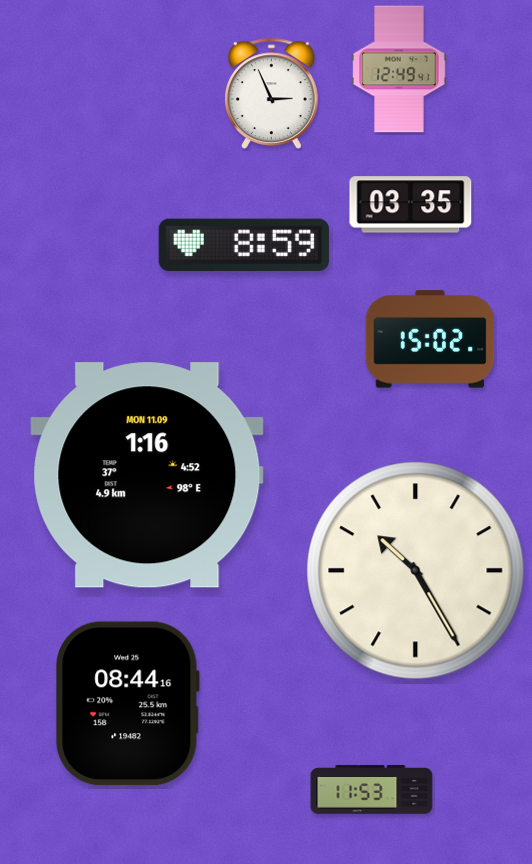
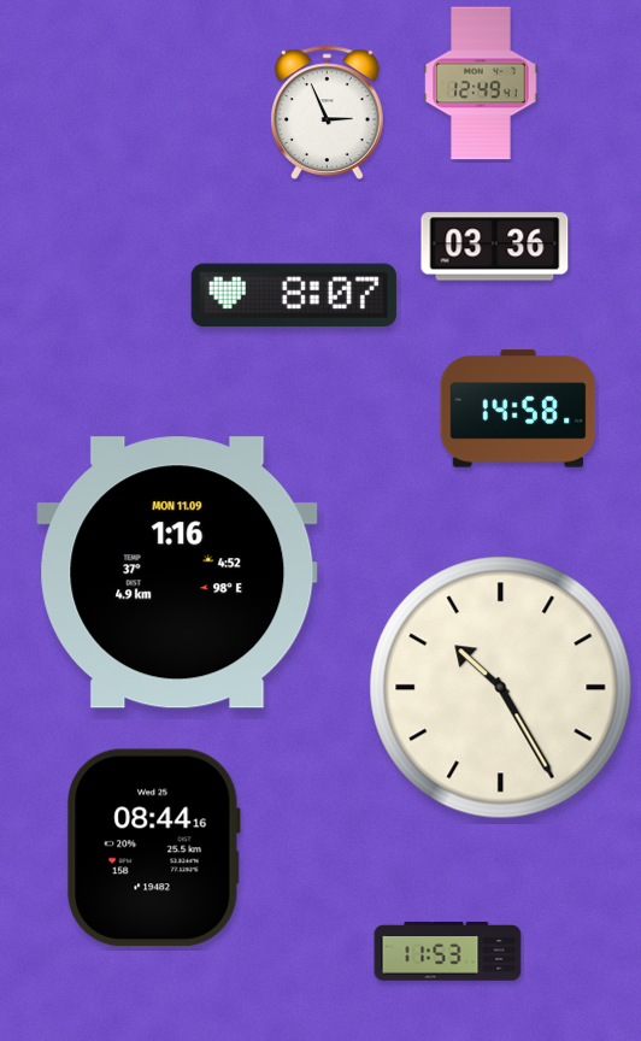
clock at (411, 205): 03:35 -> 03:36
clock at (244, 245): 8:59 -> 8:07
clock at (430, 339): 15:02 -> 14:58
